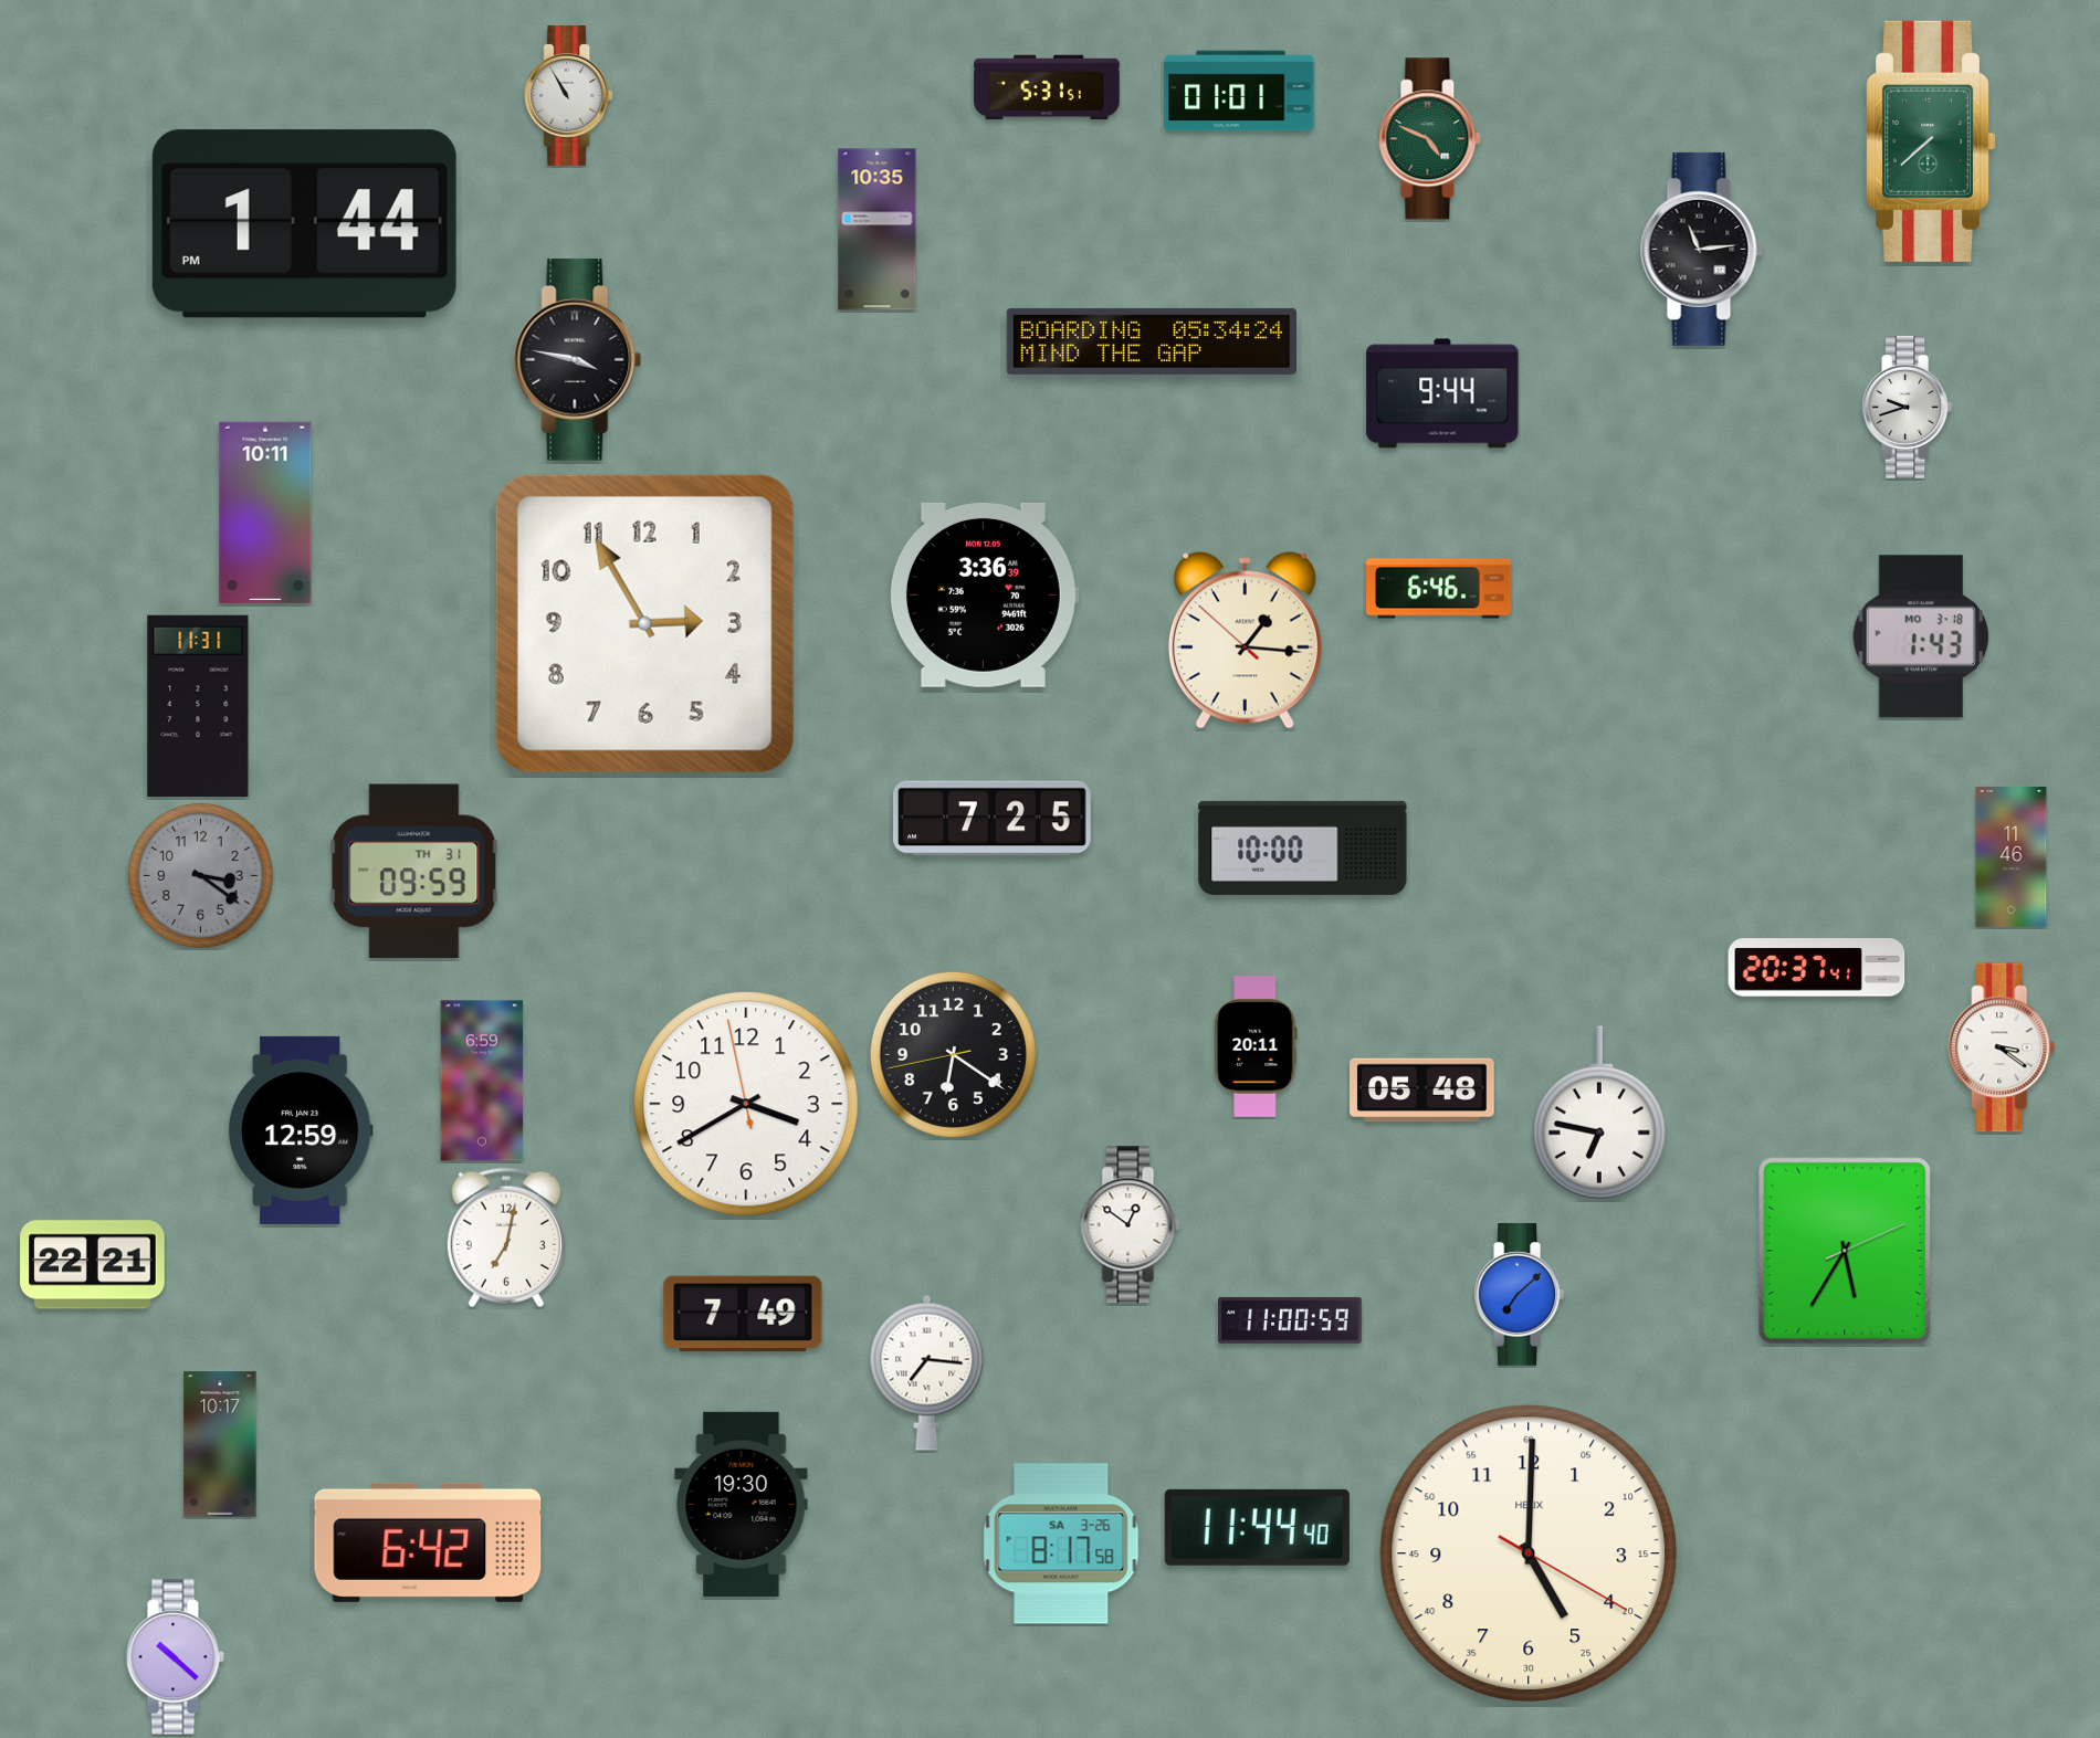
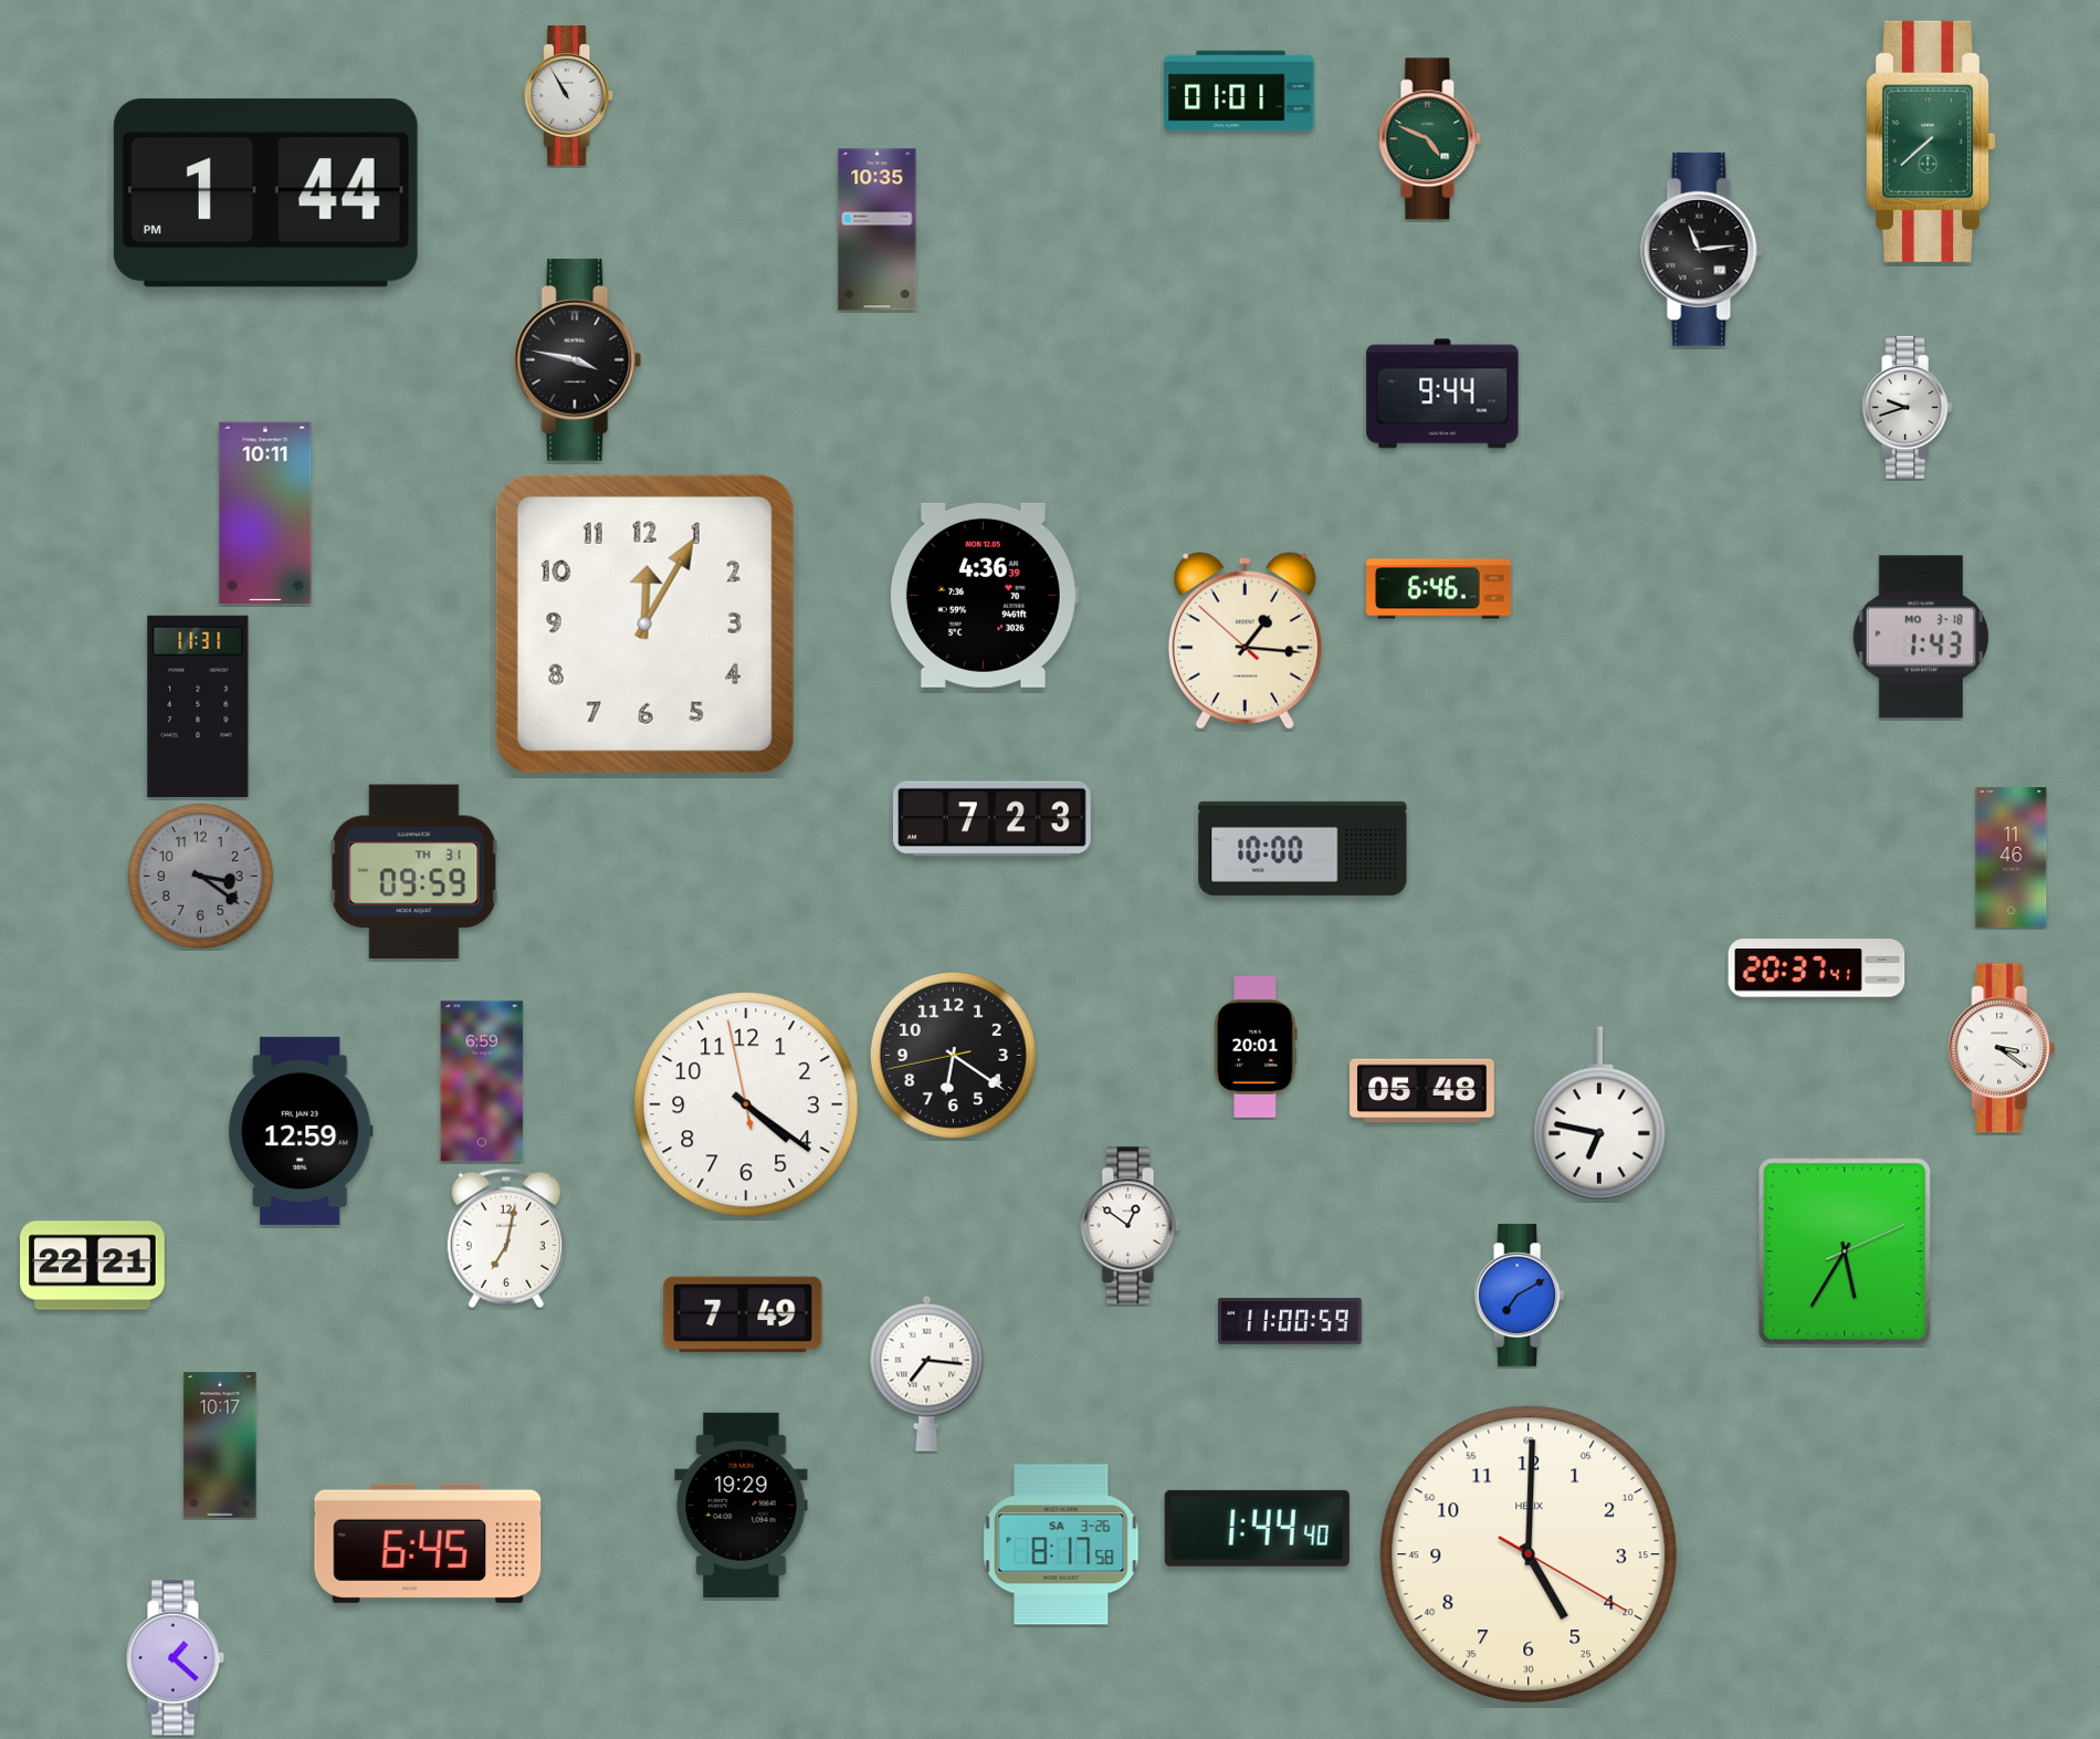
clock at (1047, 87): 5:31 -> none
clock at (304, 224) position: (304, 224) -> (265, 193)
clock at (1151, 341): 05:34 -> none
clock at (984, 594): 3:36 -> 4:36
clock at (644, 623): 2:55 -> 12:05
clock at (993, 819): 7:25 -> 7:23
clock at (1256, 1047): 20:11 -> 20:01
clock at (746, 1104): 3:39 -> 4:20
clock at (1520, 1295): 7:08 -> 7:10
clock at (742, 1504): 19:30 -> 19:29
clock at (1257, 1527): 11:44 -> 1:44
clock at (428, 1542): 6:42 -> 6:45
clock at (175, 1657): 10:22 -> 1:22
